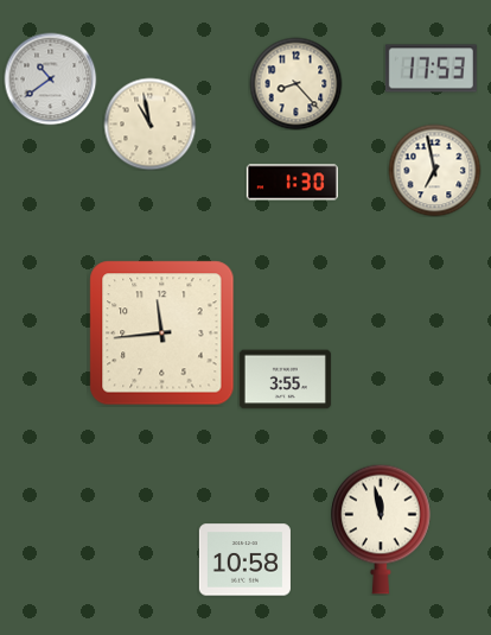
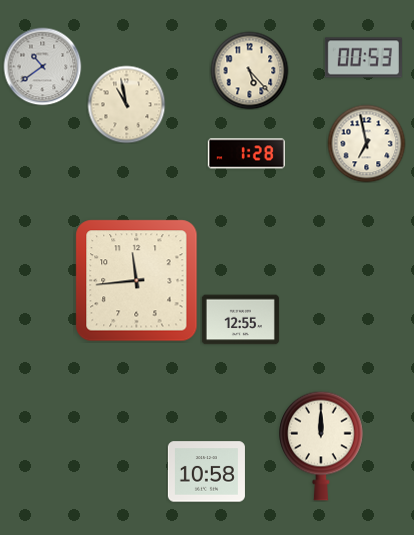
clock at (431, 69): 17:53 -> 00:53
clock at (295, 83): 8:23 -> 5:23
clock at (292, 183): 1:30 -> 1:28
clock at (285, 380): 3:55 -> 12:55
clock at (381, 529): 11:58 -> 12:00
